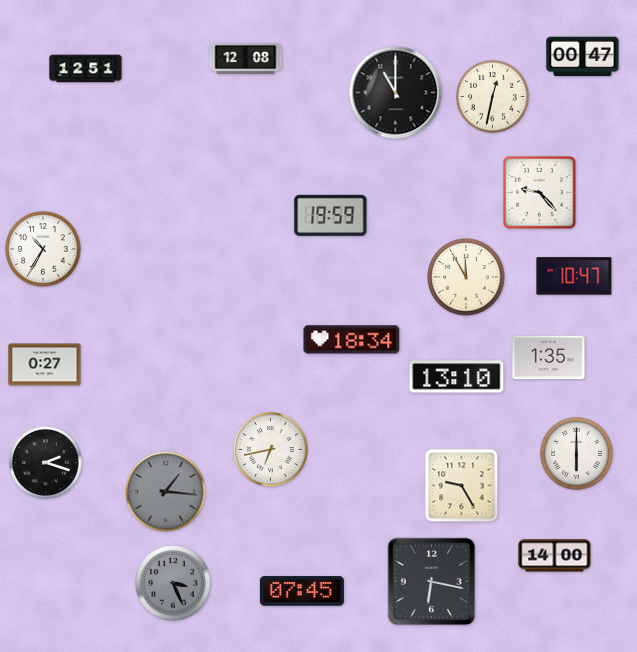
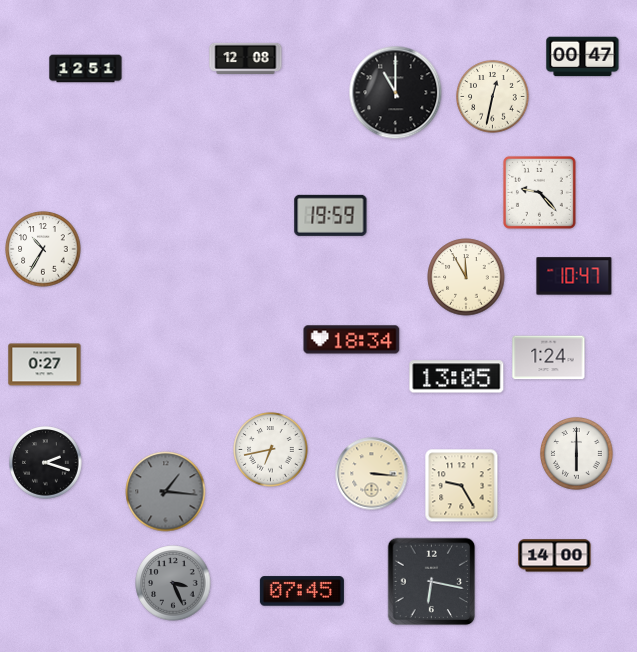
clock at (549, 358): 1:35 -> 1:24
clock at (457, 377): 13:10 -> 13:05
clock at (372, 474): none -> 3:16
